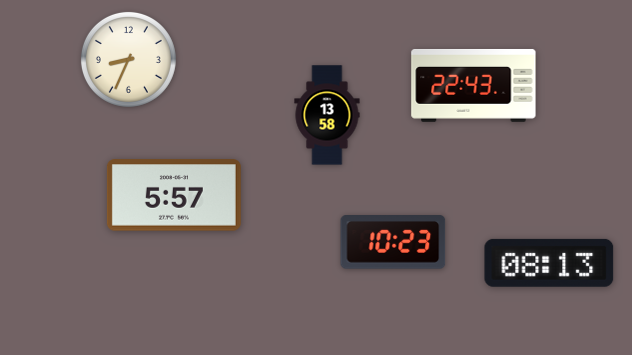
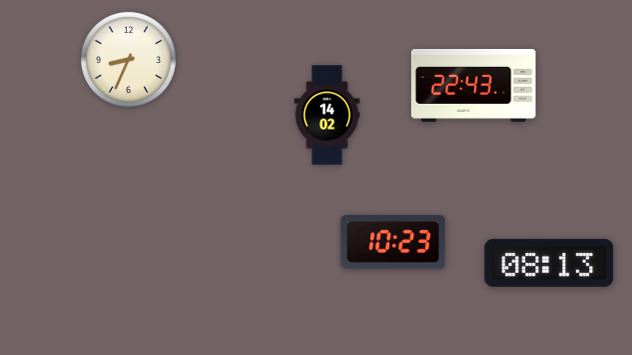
clock at (327, 115): 13:58 -> 14:02
clock at (174, 195): 5:57 -> none
